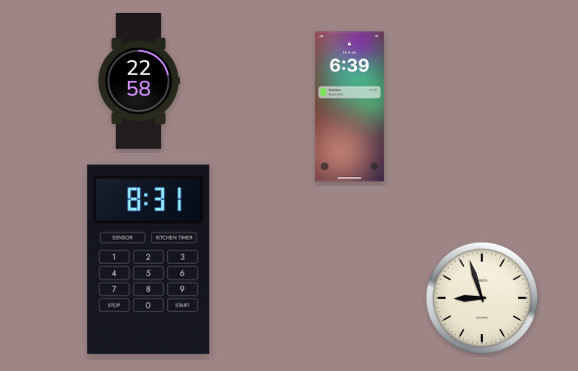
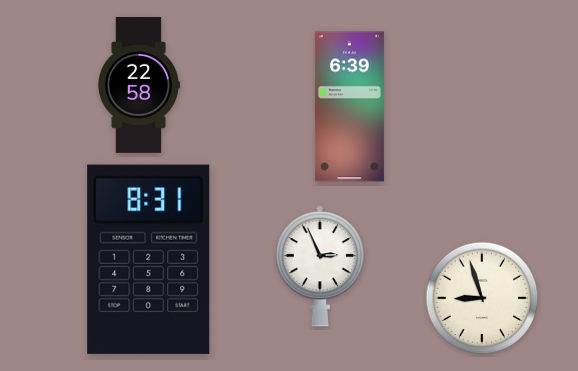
clock at (138, 81) position: (138, 81) -> (138, 85)
clock at (319, 266): none -> 2:56
